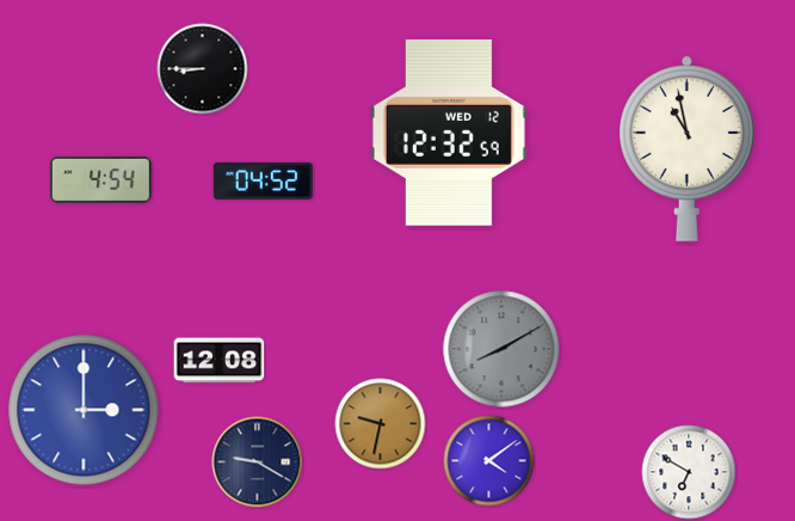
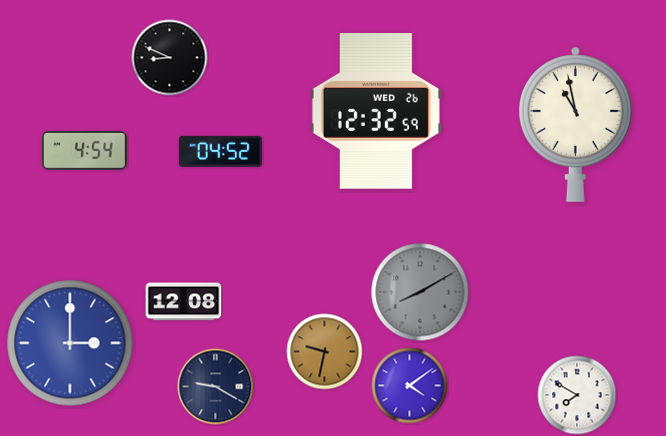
clock at (203, 69): 8:45 -> 8:49
clock at (449, 134) date: WED 12 -> WED 26
clock at (381, 424) position: (381, 424) -> (325, 352)
clock at (689, 472): 6:50 -> 7:50
